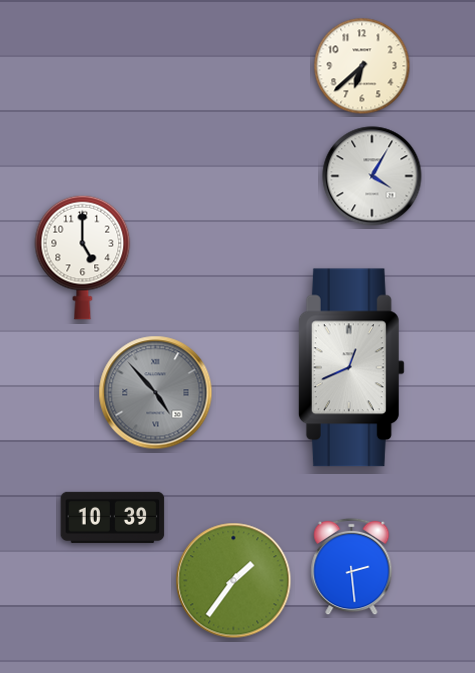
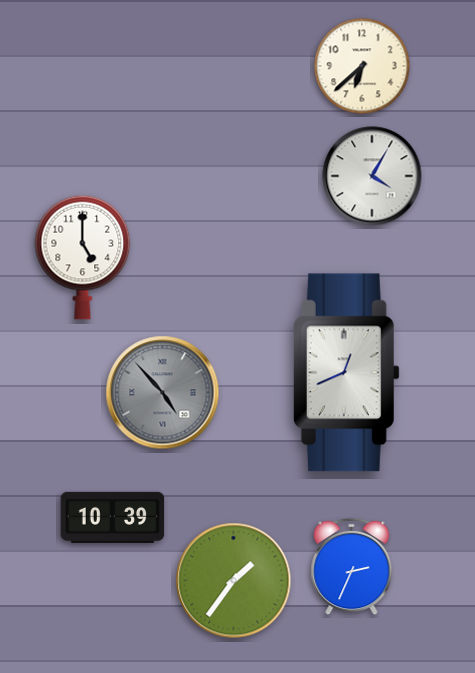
clock at (351, 368) position: (351, 368) -> (346, 373)
clock at (156, 393) position: (156, 393) -> (163, 393)
clock at (352, 567): 2:29 -> 2:34
